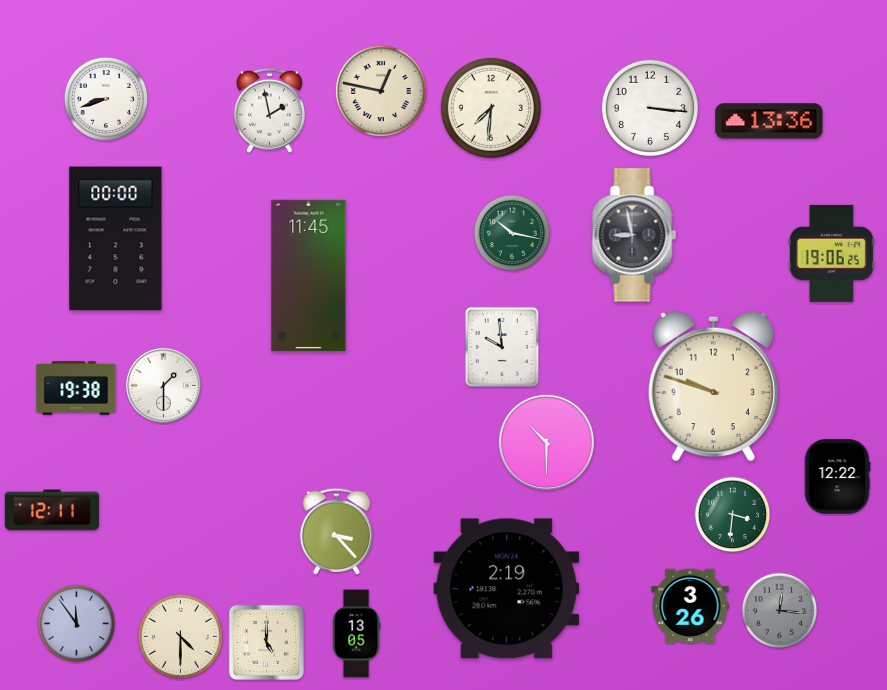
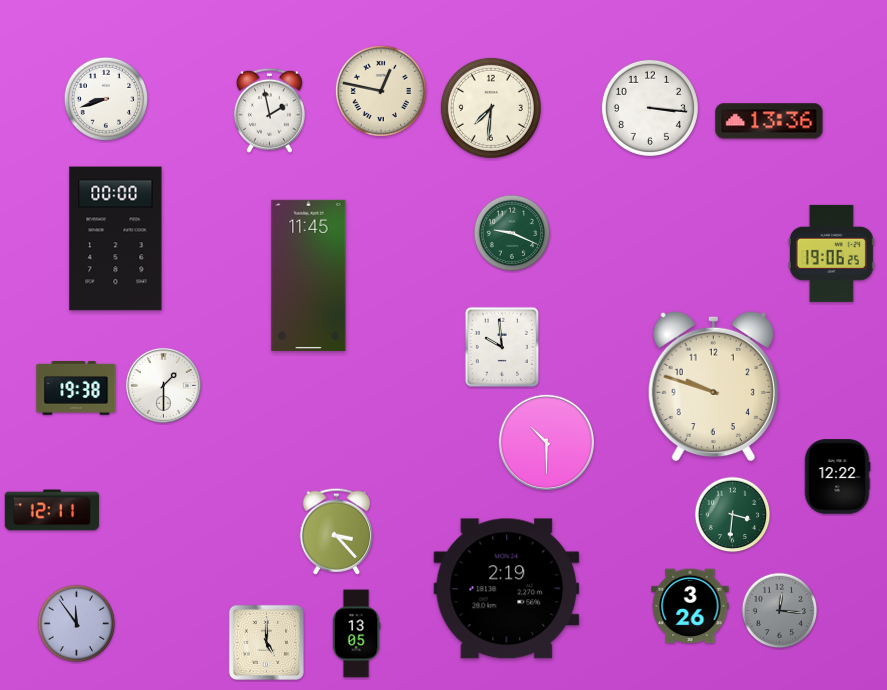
clock at (512, 233): 10:17 -> 9:19
clock at (634, 235): 8:58 -> none
clock at (180, 636): 4:30 -> none
